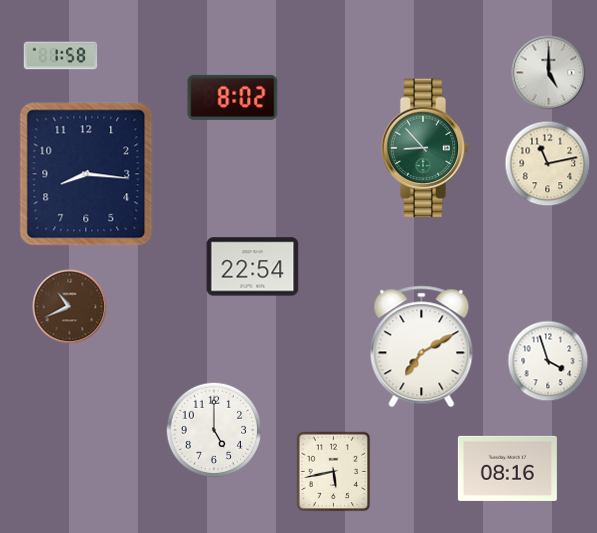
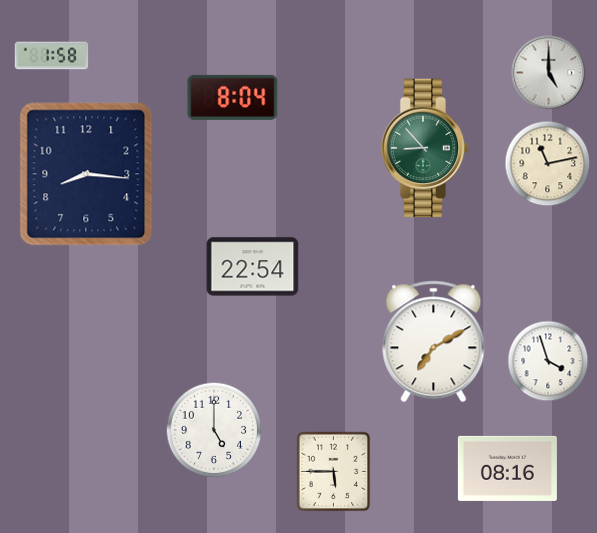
clock at (61, 56) position: (61, 56) -> (52, 56)
clock at (233, 97): 8:02 -> 8:04
clock at (70, 307): 10:41 -> none
clock at (422, 347) position: (422, 347) -> (434, 342)
clock at (334, 472): 5:43 -> 5:45
